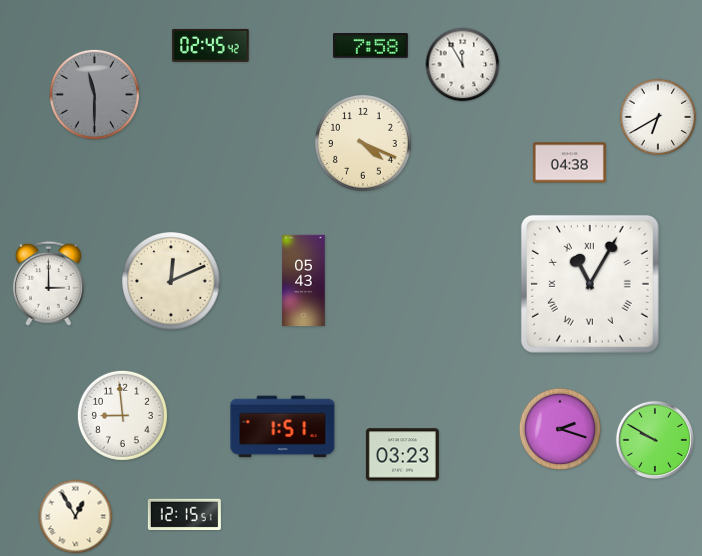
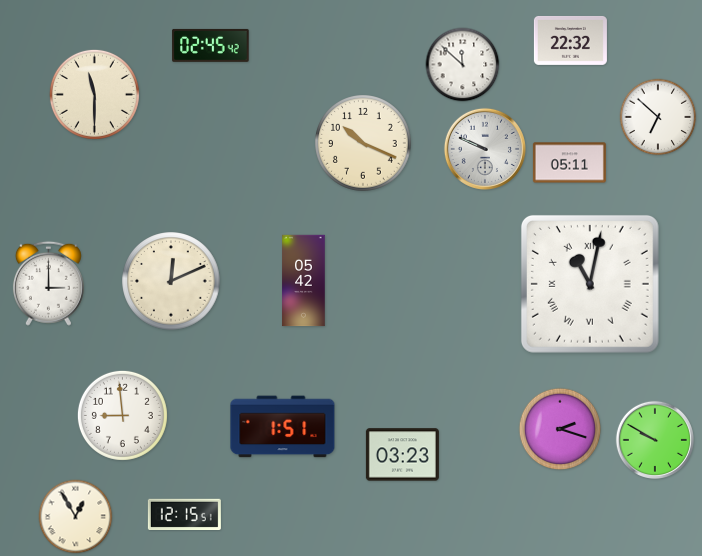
clock at (570, 40): none -> 22:32
clock at (371, 46): 7:58 -> none
clock at (463, 65): 11:55 -> 11:52
clock at (94, 94) dial: grey -> cream
clock at (658, 117): 6:40 -> 6:52
clock at (364, 144): 4:19 -> 10:19
clock at (485, 149): none -> 9:49
clock at (569, 163): 04:38 -> 05:11
clock at (304, 281): 05:43 -> 05:42
clock at (590, 284): 11:05 -> 11:02
